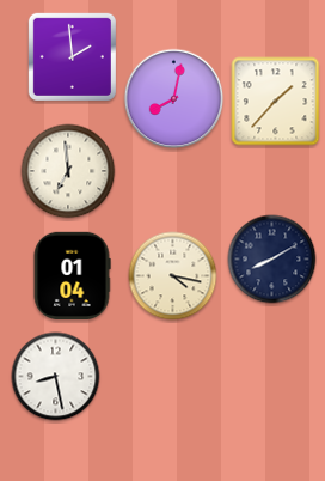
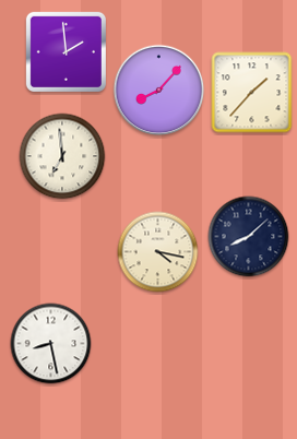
clock at (174, 99): 8:02 -> 8:07
clock at (272, 260): 8:10 -> 8:08
clock at (72, 276): 01:04 -> none
